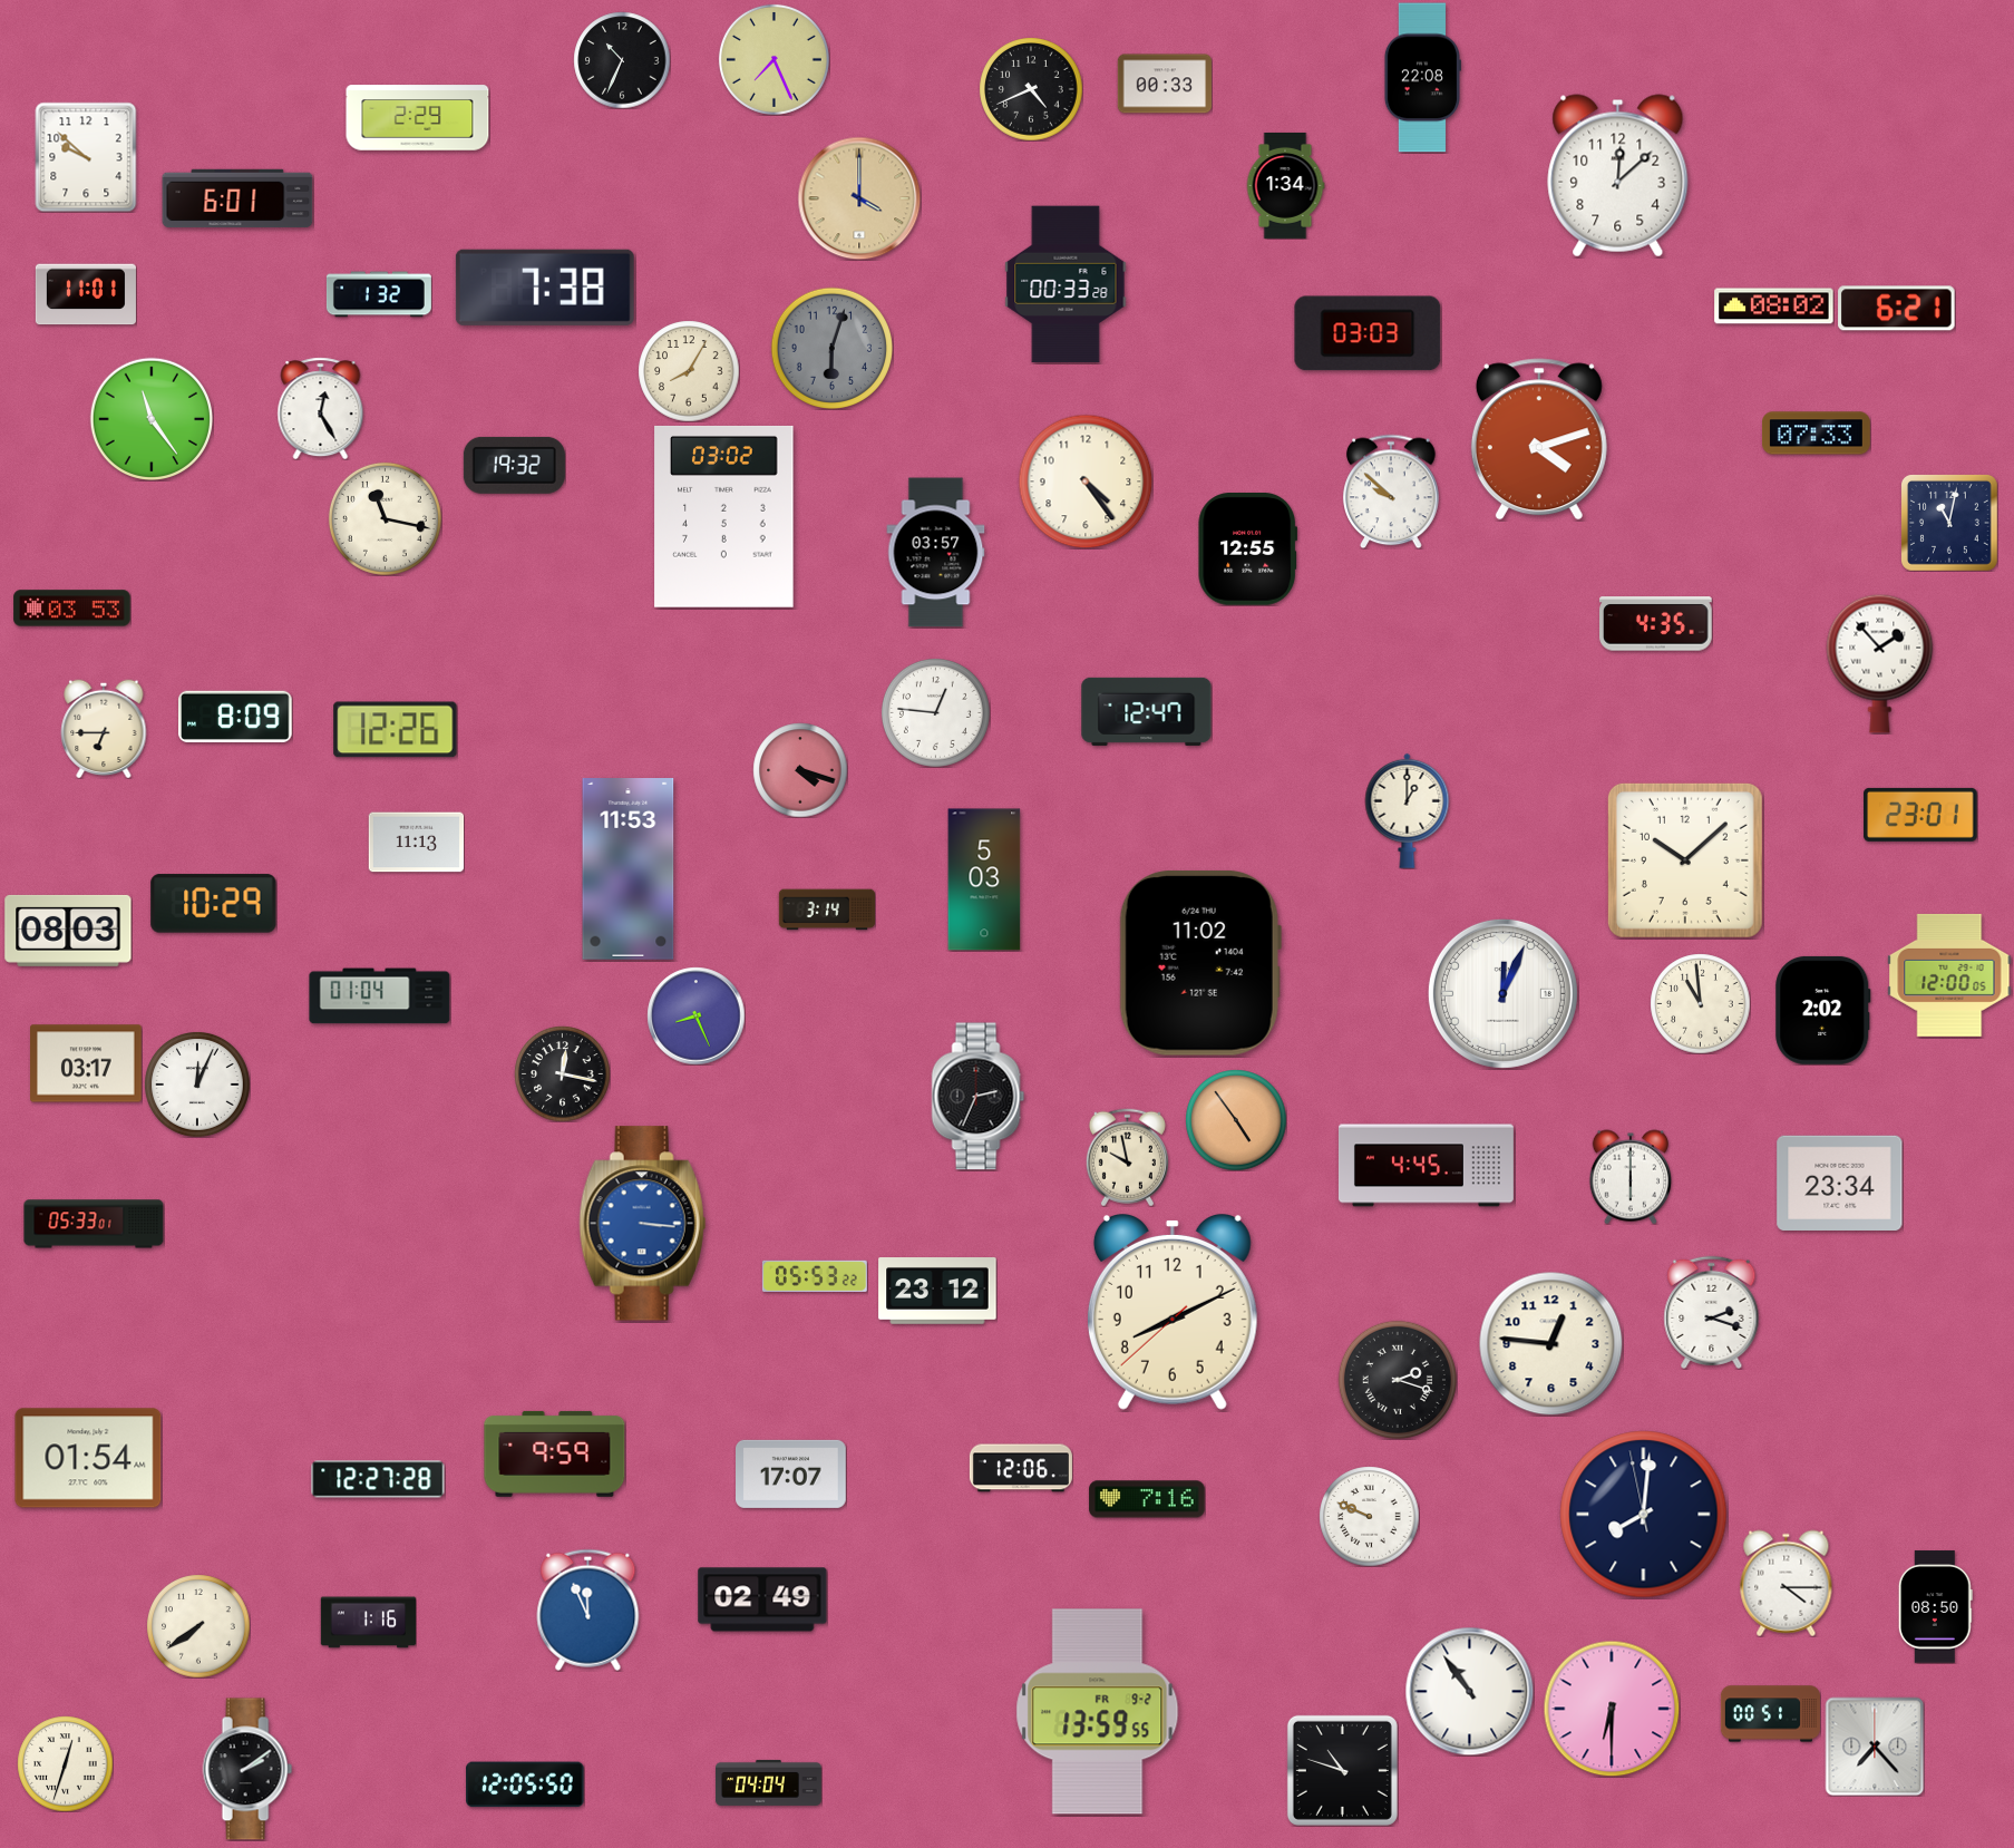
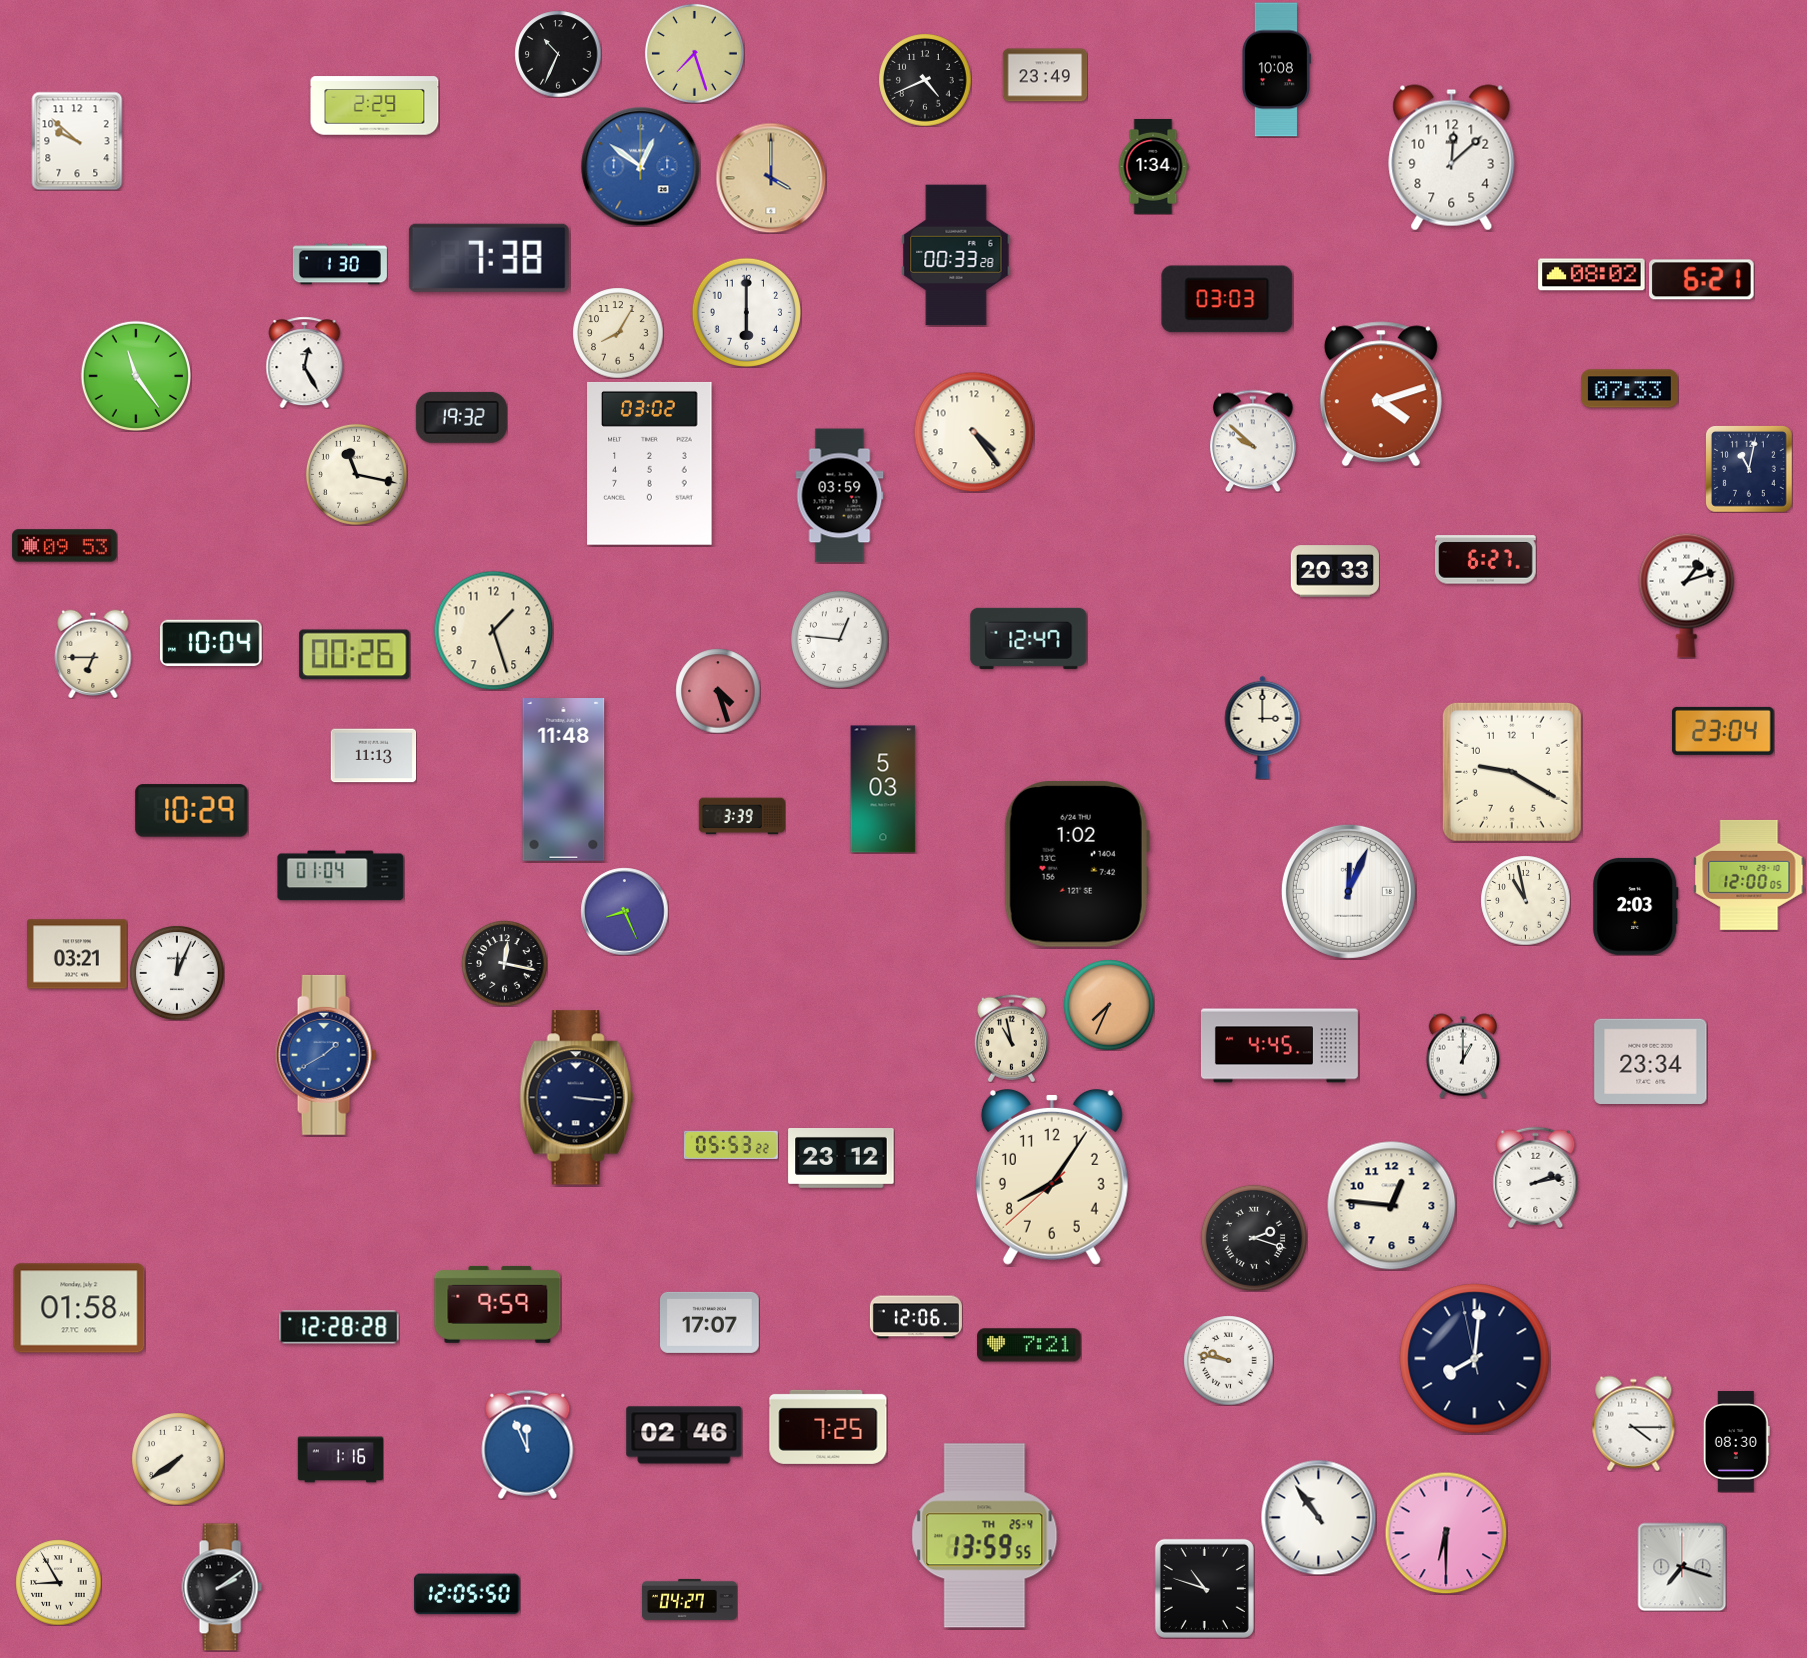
clock at (774, 59): 7:26 -> 7:27
clock at (1422, 78): 22:08 -> 10:08
clock at (1165, 84): 00:33 -> 23:49
clock at (641, 167): none -> 12:51
clock at (237, 198): 6:01 -> none
clock at (86, 294): 11:01 -> none
clock at (379, 294): 1:32 -> 1:30
clock at (1897, 309) position: (1897, 309) -> (1702, 280)
clock at (831, 348): 6:03 -> 6:00
clock at (831, 348) dial: grey -> white
clock at (321, 408) position: (321, 408) -> (305, 362)
clock at (1391, 492) position: (1391, 492) -> (1253, 441)
clock at (385, 518) position: (385, 518) -> (356, 474)
clock at (1247, 549): 12:55 -> none
clock at (936, 553): 03:57 -> 03:59
clock at (72, 609): 03:53 -> 09:53
clock at (1656, 624): 4:35 -> 6:27
clock at (1335, 571): none -> 20:33
clock at (1880, 663): 1:53 -> 1:12
clock at (493, 630): none -> 1:27
clock at (236, 717): 8:09 -> 10:04
clock at (396, 730): 12:26 -> 00:26
clock at (800, 770): 4:18 -> 4:27
clock at (1408, 810): 1:00 -> 3:00
clock at (1920, 815): 23:01 -> 23:04
clock at (1685, 860): 10:08 -> 9:20
clock at (629, 869): 11:53 -> 11:48
clock at (826, 910): 3:14 -> 3:39
clock at (68, 931): 08:03 -> none
clock at (1200, 963): 11:02 -> 1:02
clock at (380, 996) position: (380, 996) -> (341, 876)
clock at (1700, 1003): 10:59 -> 10:58
clock at (1823, 1010): 2:02 -> 2:03
clock at (87, 1063): 03:17 -> 03:21
clock at (979, 1097): 2:34 -> none
clock at (1236, 1120): 4:54 -> 7:34
clock at (1127, 1157): 9:58 -> 10:58
clock at (326, 1055): none -> 1:40
clock at (1629, 1177): 6:00 -> 1:00
clock at (94, 1224): 05:33 -> none
clock at (643, 1224) dial: blue -> navy
clock at (1712, 1312): 2:18 -> 2:13
clock at (1173, 1313): 8:10 -> 8:05
clock at (88, 1458): 01:54 -> 01:58
clock at (378, 1479): 12:27 -> 12:28
clock at (1147, 1499): 7:16 -> 7:21
clock at (1369, 1516): 9:49 -> 9:47
clock at (1787, 1583) position: (1787, 1583) -> (1634, 1423)
clock at (828, 1427): none -> 7:25
clock at (762, 1599): 02:49 -> 02:46
clock at (1935, 1607): 08:50 -> 08:30
clock at (368, 1623) position: (368, 1623) -> (340, 1460)
clock at (1098, 1712) date: FR 9-2 -> TH 25-4
clock at (1770, 1714): 00:51 -> none
clock at (1875, 1747): 7:23 -> 7:18
clock at (65, 1763): 12:33 -> 8:55
clock at (768, 1782): 04:04 -> 04:27
clock at (525, 1784) position: (525, 1784) -> (467, 1594)
